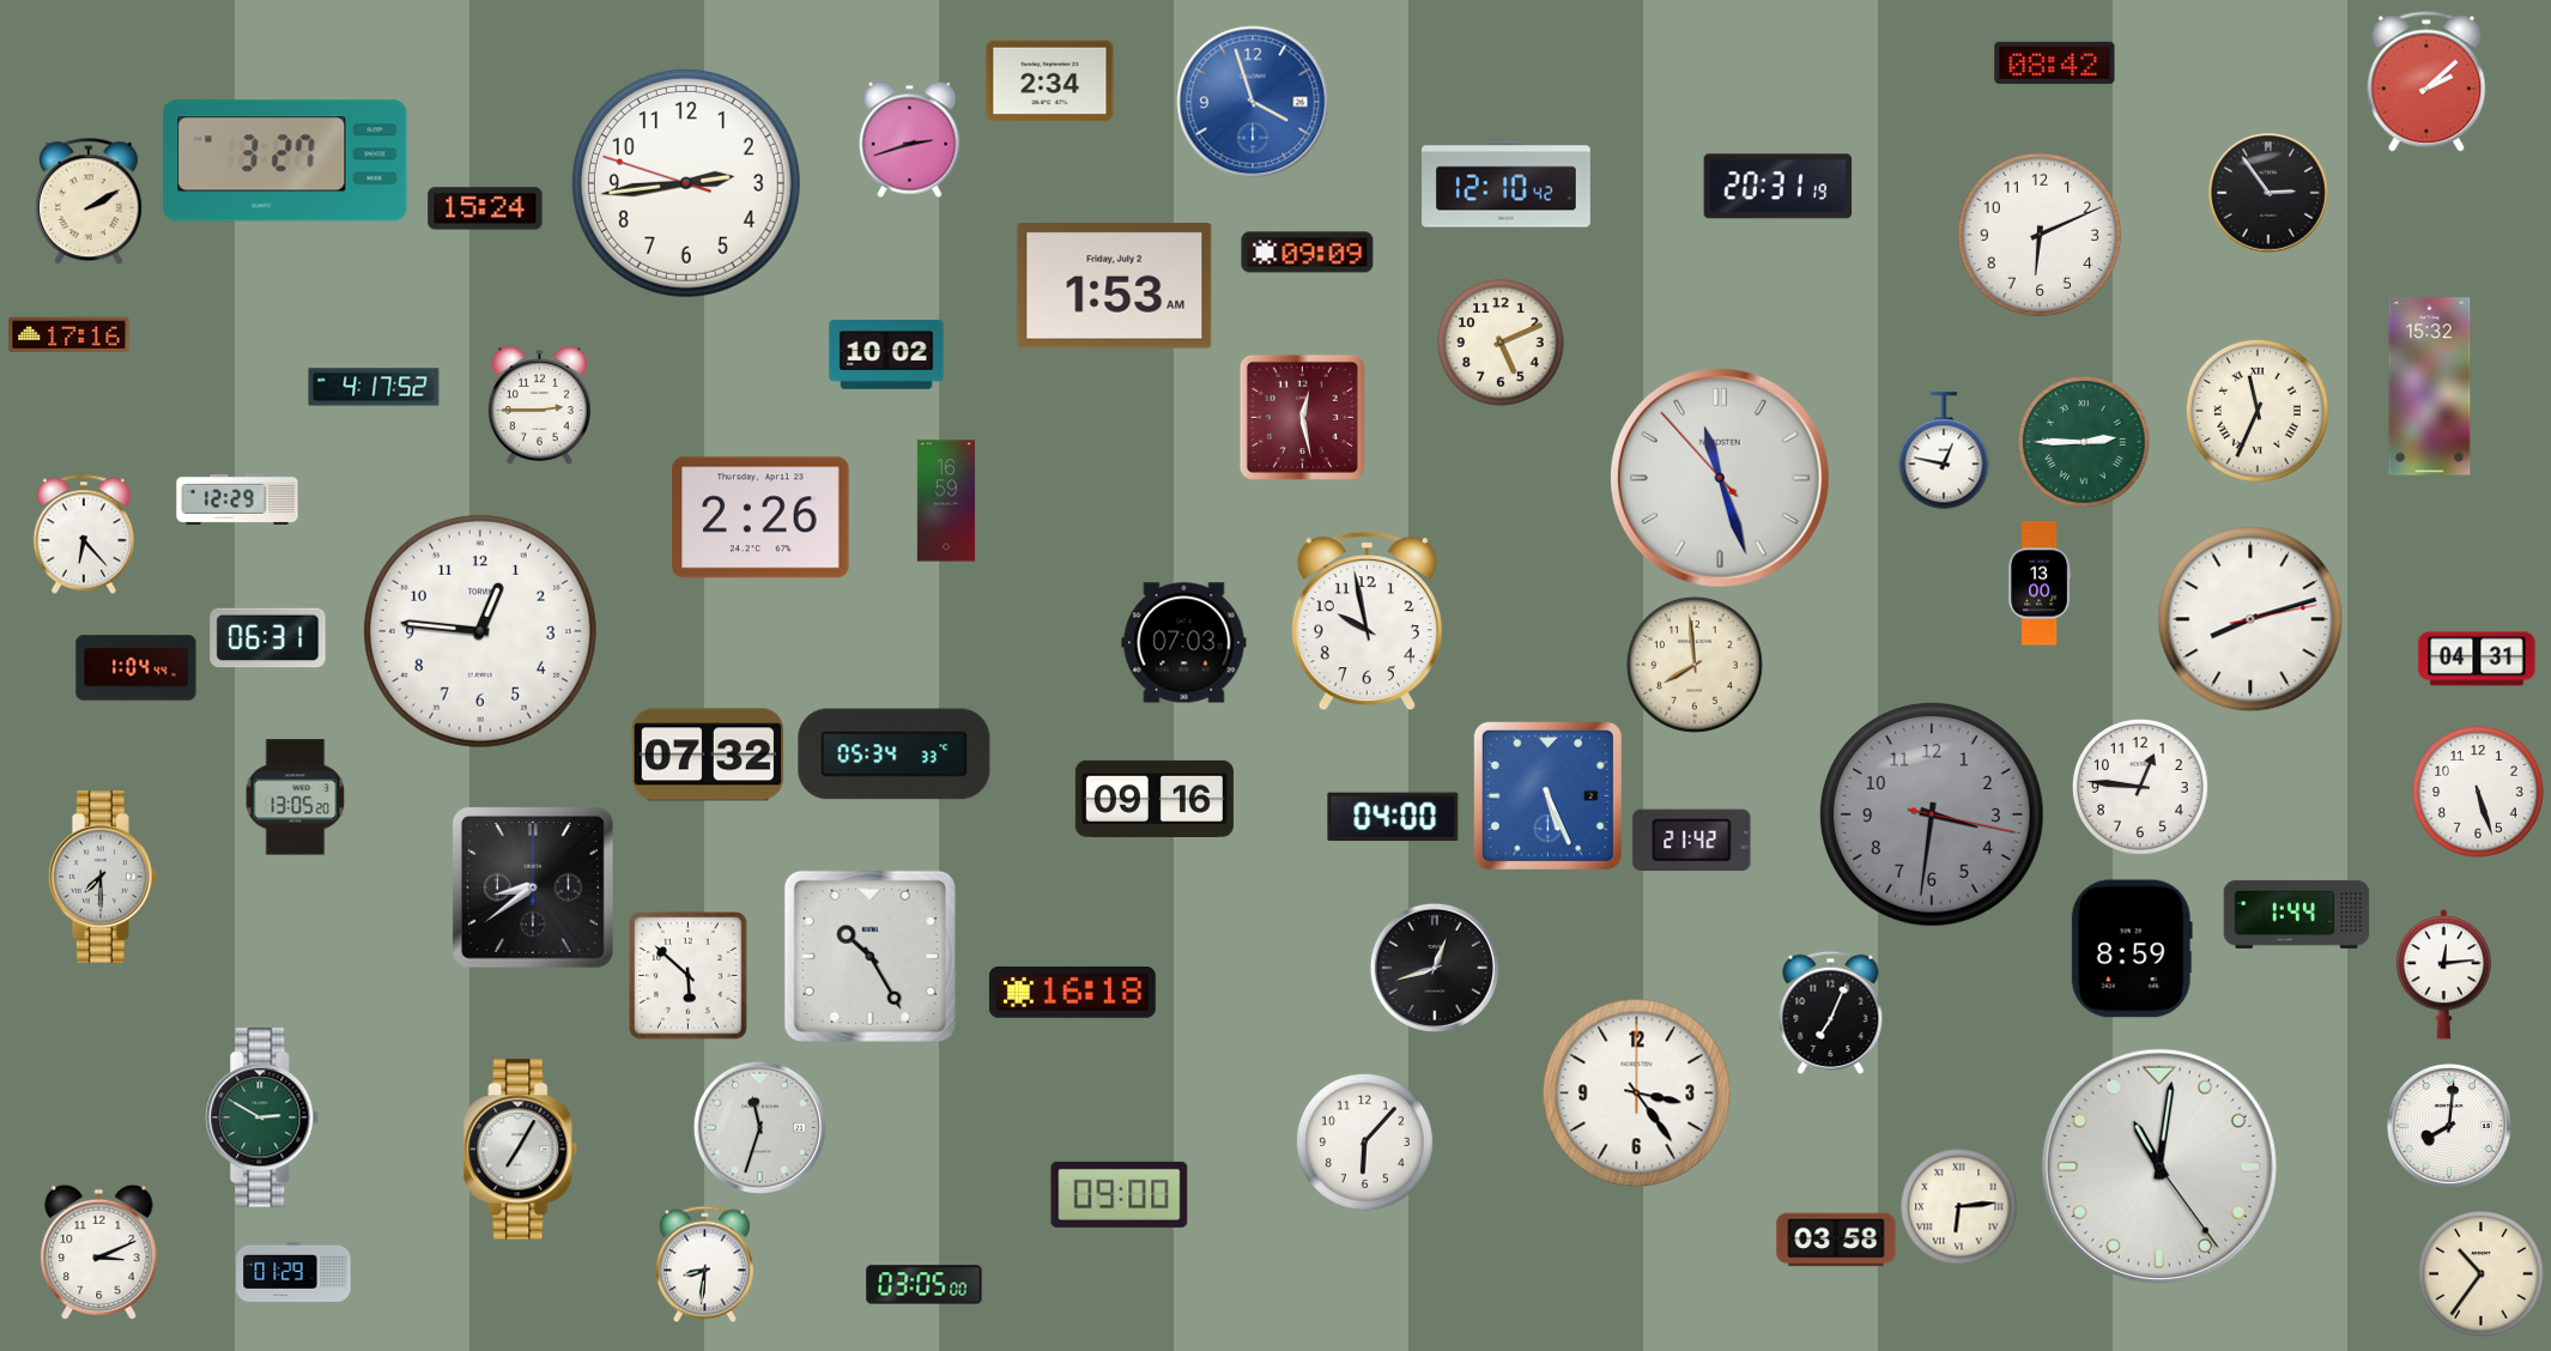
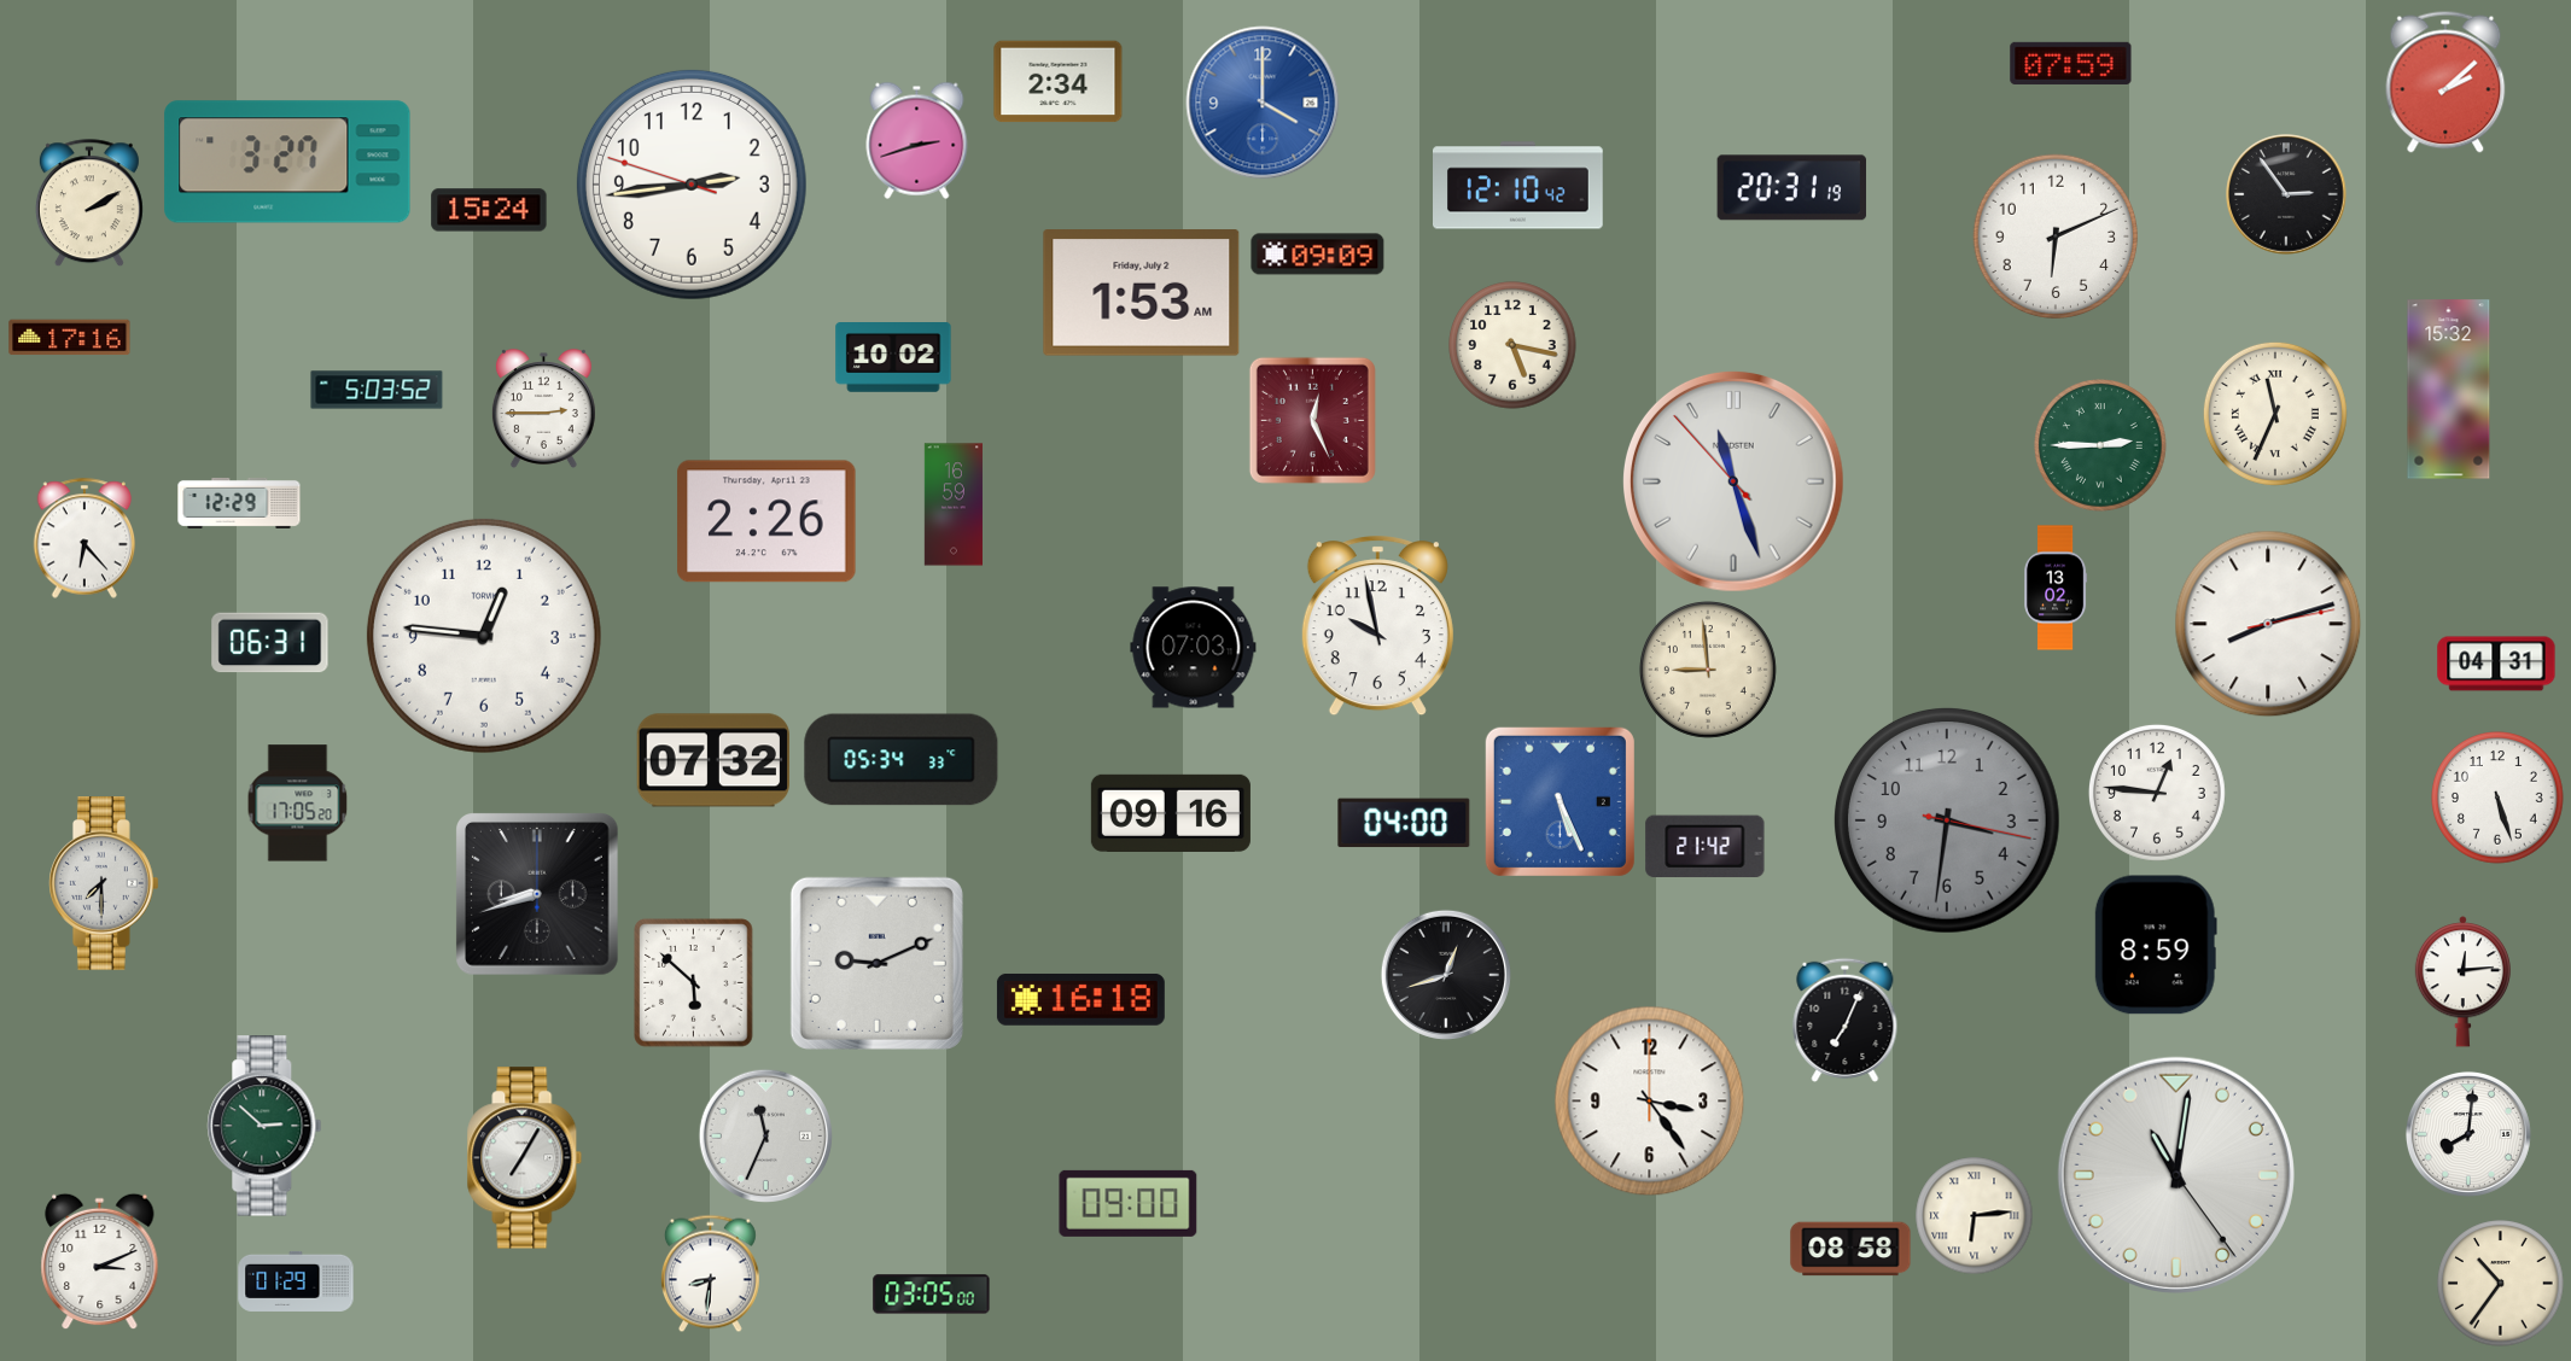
clock at (2055, 62): 08:42 -> 07:59
clock at (1253, 102): 3:57 -> 4:00
clock at (1115, 286) position: (1115, 286) -> (1142, 293)
clock at (1501, 343): 5:11 -> 5:17
clock at (374, 387): 4:17 -> 5:03
clock at (1302, 417): 12:28 -> 12:26
clock at (1944, 450): 12:47 -> none
clock at (2040, 583): 13:00 -> 13:02
clock at (1695, 665): 7:59 -> 8:59
clock at (137, 668): 1:04 -> none
clock at (296, 798): 13:05 -> 17:05
clock at (1155, 799) position: (1155, 799) -> (1171, 813)
clock at (534, 889): 8:39 -> 8:42
clock at (2297, 914): 1:44 -> none
clock at (2132, 949) position: (2132, 949) -> (2156, 945)
clock at (869, 956): 10:25 -> 9:11
clock at (262, 1117): 2:50 -> 2:52
clock at (759, 1127): 11:33 -> 11:34
clock at (1364, 1141): 6:07 -> none
clock at (1836, 1240): 03:58 -> 08:58
